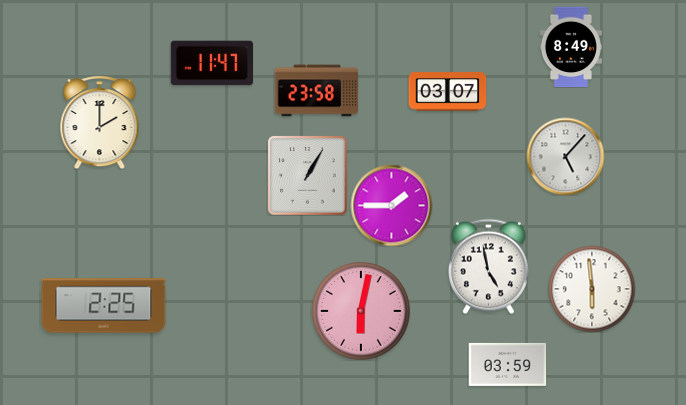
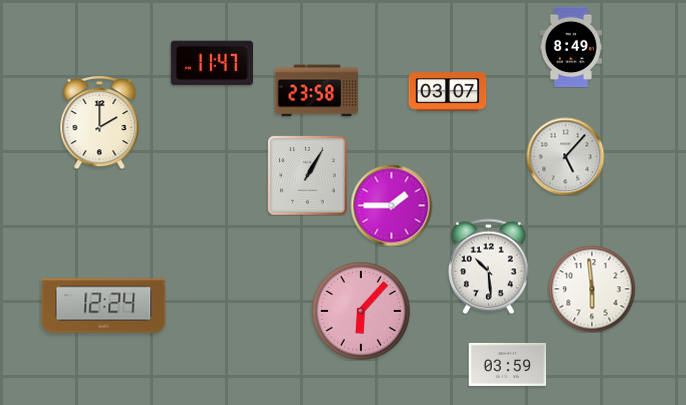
clock at (489, 266): 4:58 -> 10:29
clock at (104, 306): 2:25 -> 12:24
clock at (361, 311): 6:02 -> 6:07
